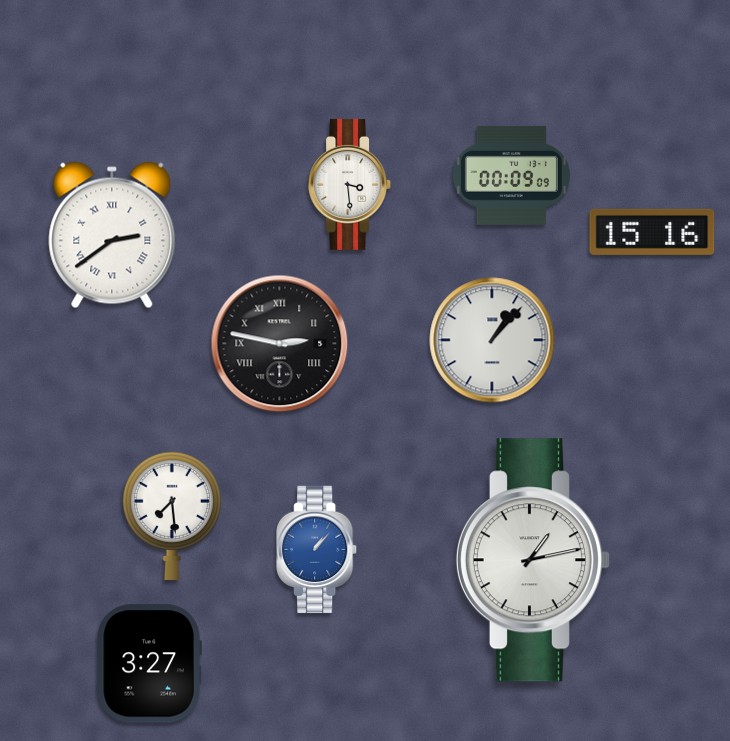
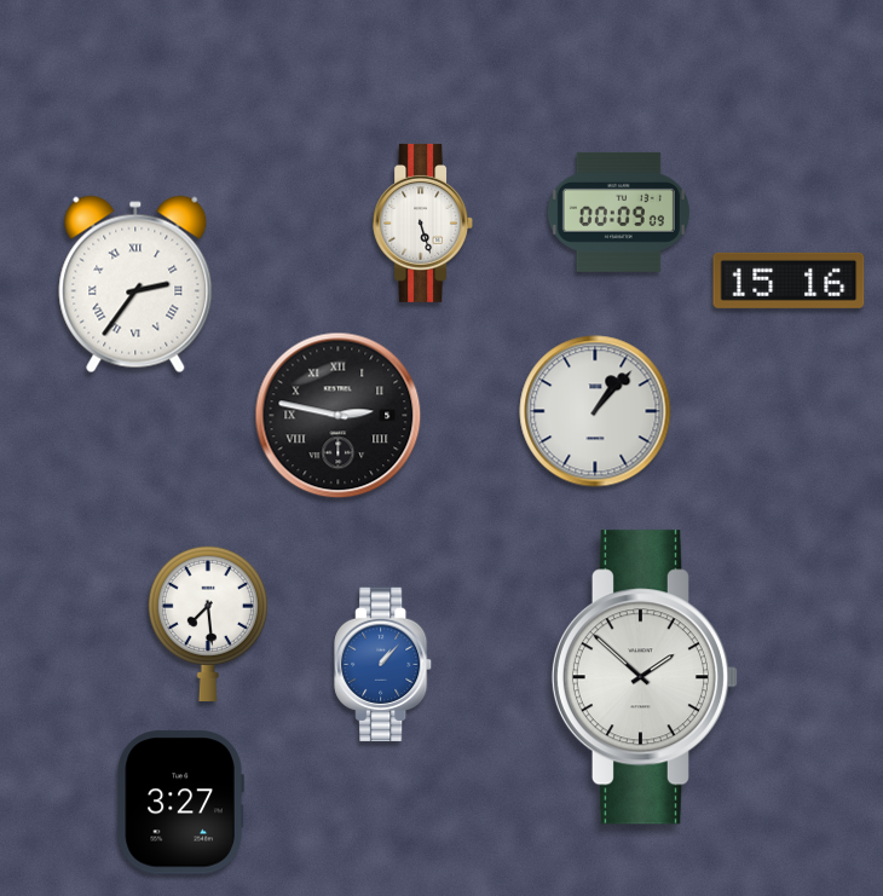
clock at (350, 184): 3:29 -> 5:27
clock at (112, 235): 2:39 -> 2:36
clock at (532, 560): 1:13 -> 1:52
